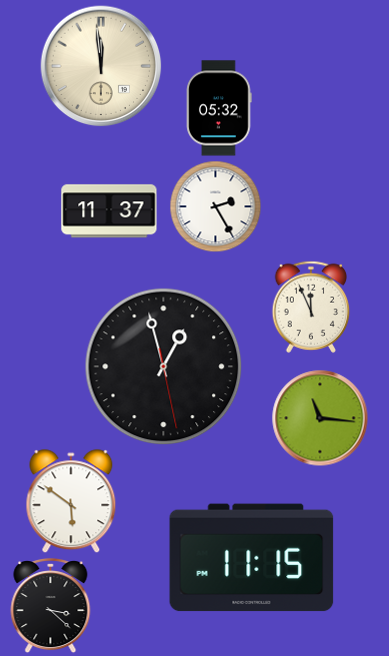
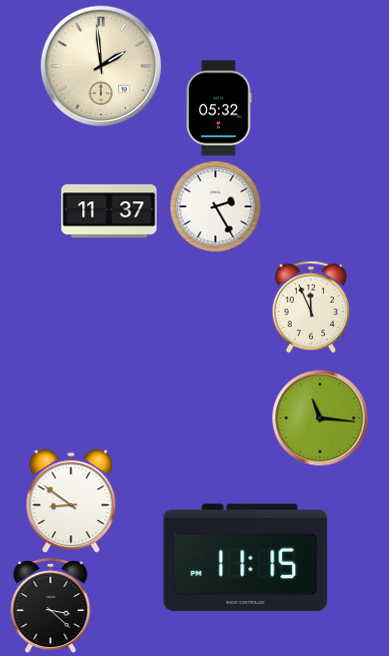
clock at (101, 66): 11:59 -> 1:59
clock at (164, 367): 12:57 -> none
clock at (71, 501): 5:51 -> 8:51
clock at (252, 558) position: (252, 558) -> (246, 558)
